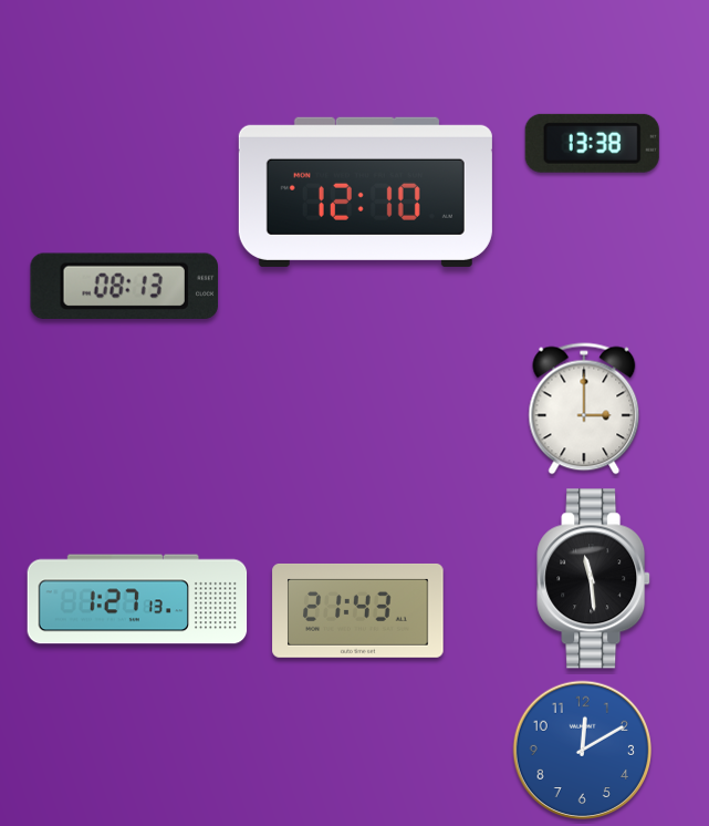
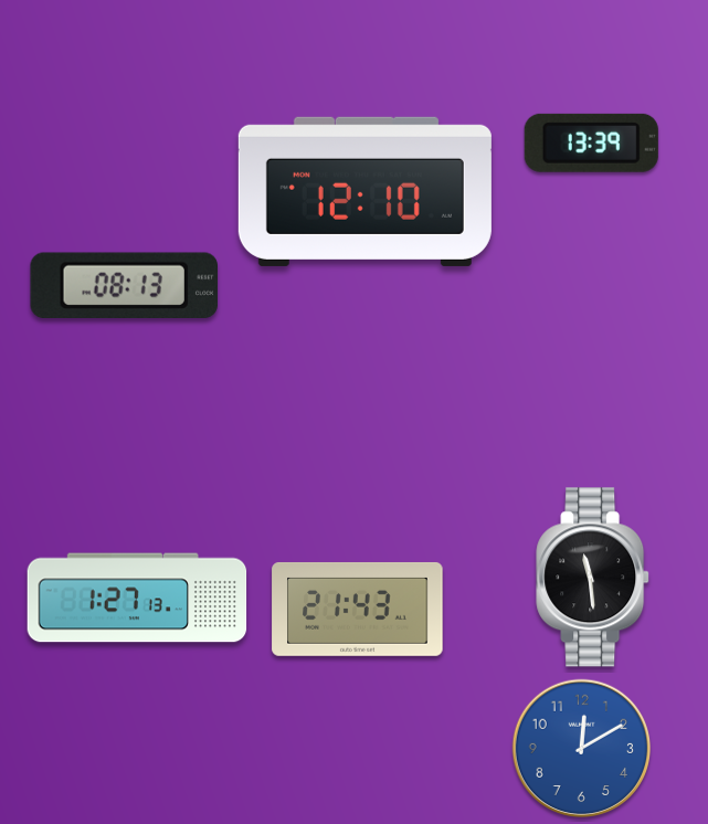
clock at (592, 143): 13:38 -> 13:39
clock at (584, 409): 3:00 -> none
